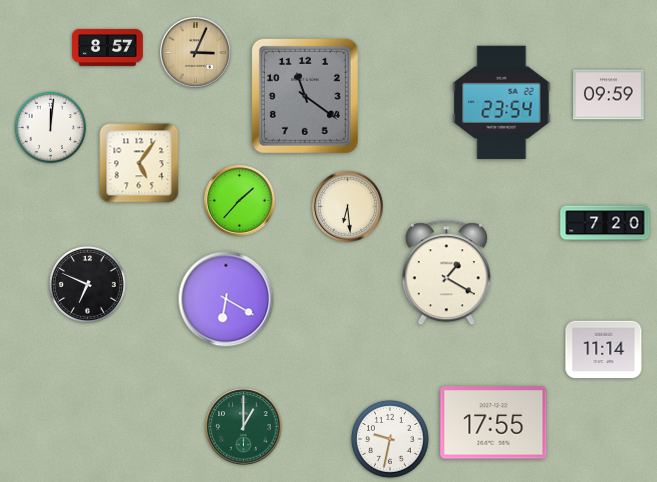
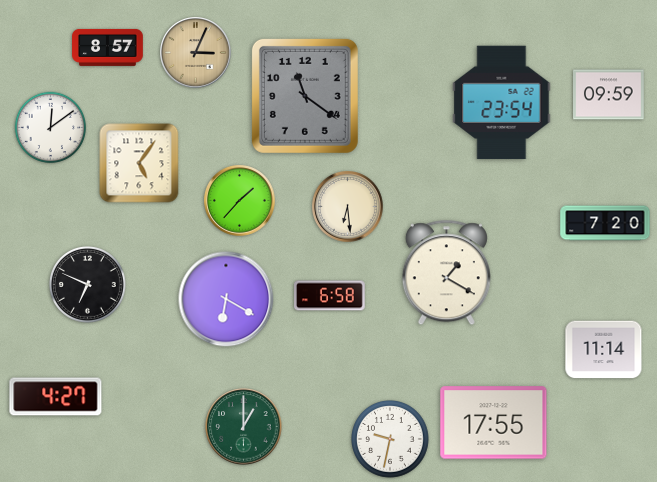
clock at (51, 128): 12:01 -> 12:09
clock at (330, 296): none -> 6:58
clock at (56, 397): none -> 4:27
